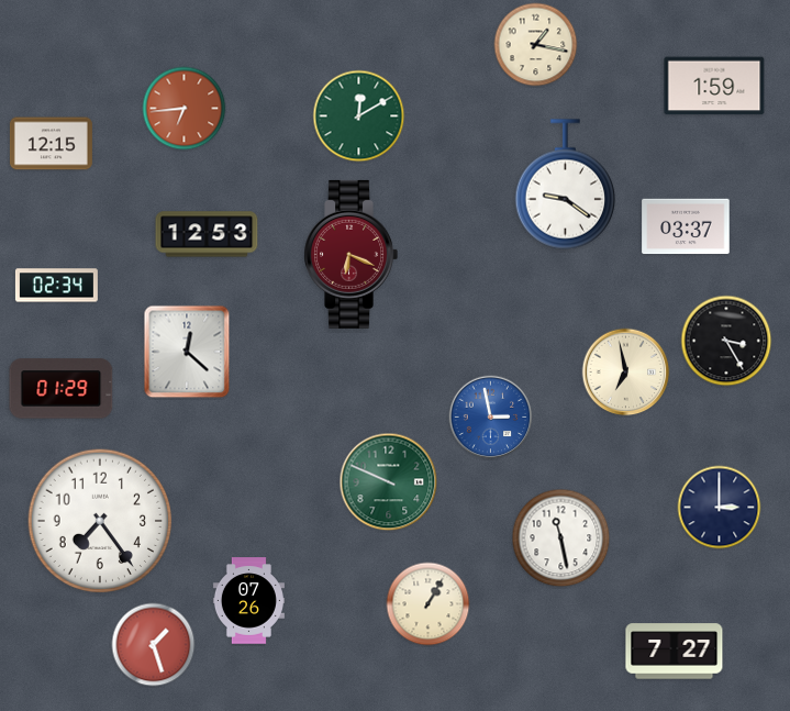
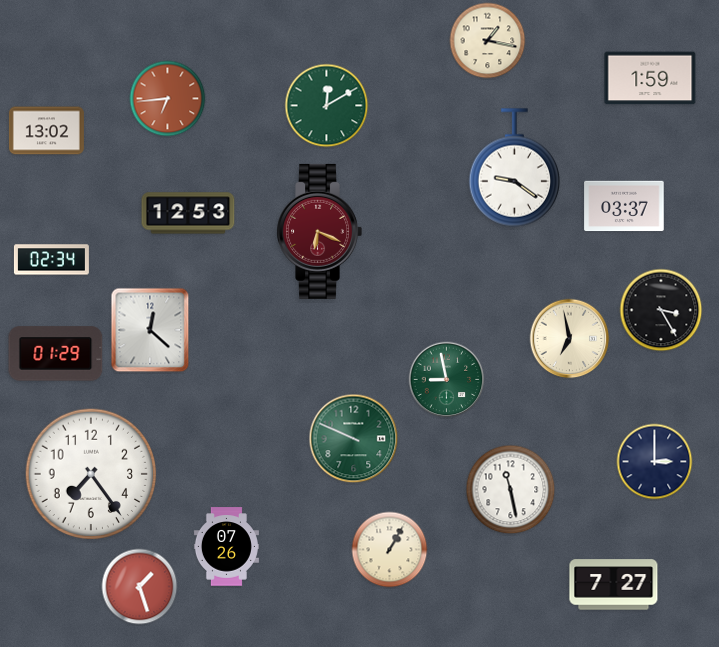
clock at (51, 144): 12:15 -> 13:02
clock at (187, 352) position: (187, 352) -> (150, 330)
clock at (491, 418): 2:58 -> 8:58
clock at (491, 418) dial: blue -> green
clock at (675, 652) position: (675, 652) -> (614, 585)
